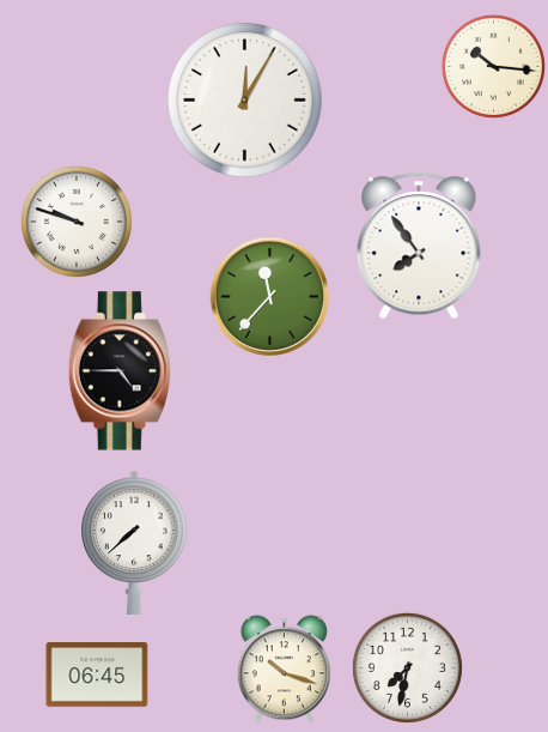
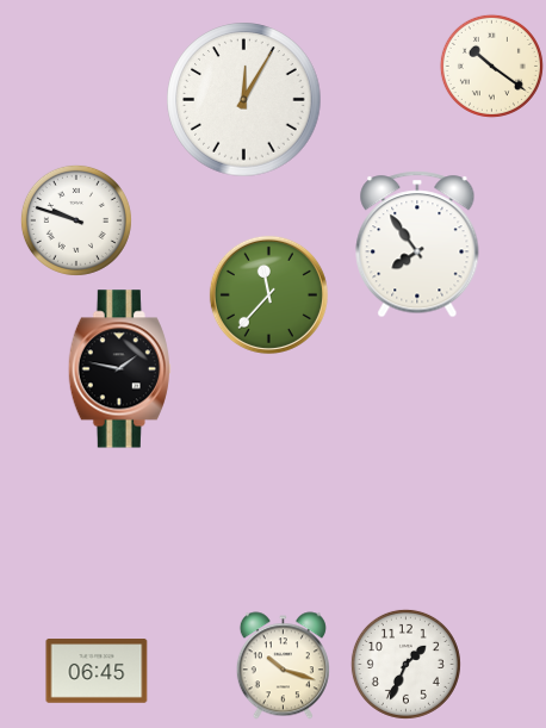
clock at (493, 66): 10:16 -> 10:21
clock at (120, 371): 4:45 -> 1:47
clock at (134, 543): 7:38 -> none
clock at (407, 667): 7:32 -> 1:34
